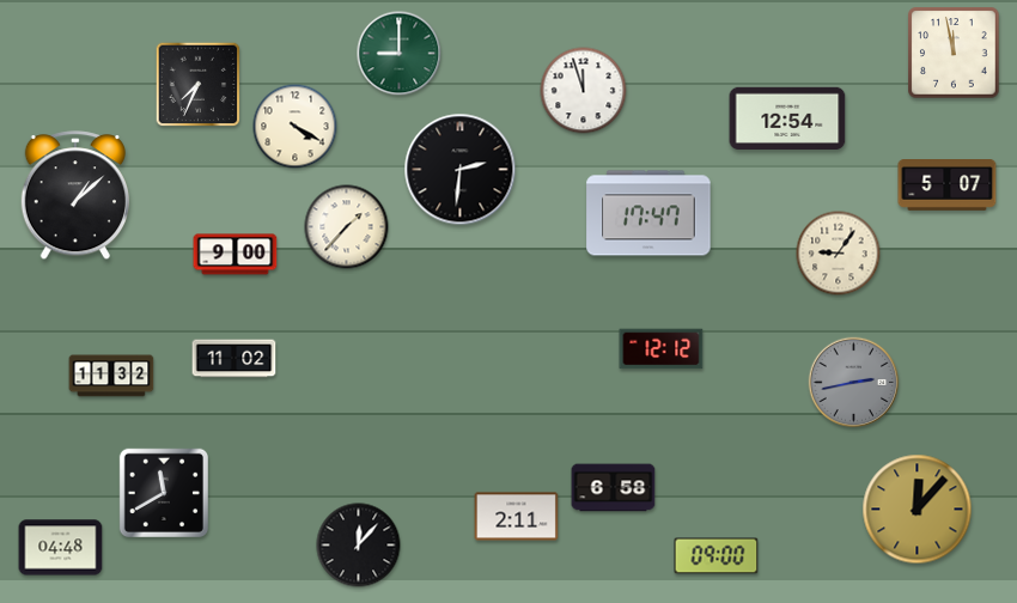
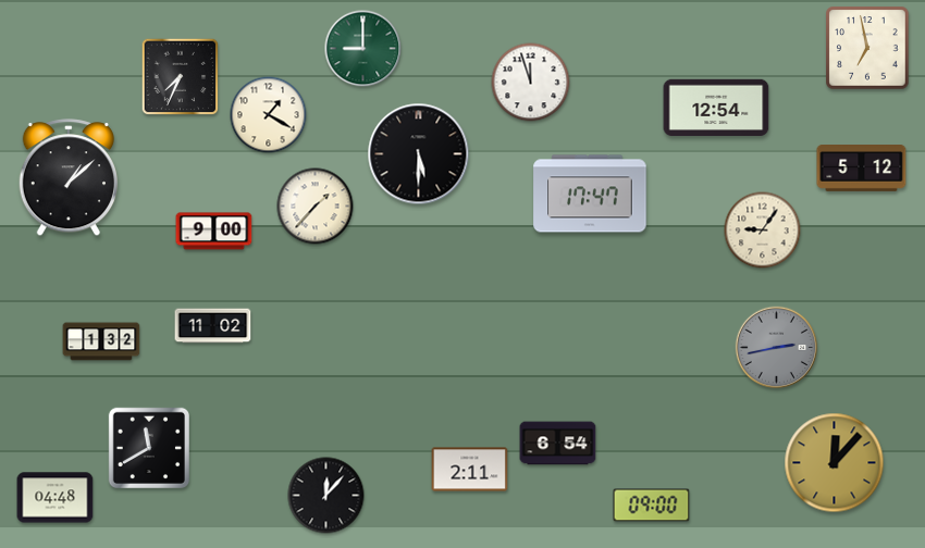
clock at (954, 53): 11:58 -> 6:58
clock at (296, 127): 4:20 -> 1:20
clock at (461, 170): 2:31 -> 5:30
clock at (948, 185): 5:07 -> 5:12
clock at (662, 349): 12:12 -> none
clock at (111, 376): 11:32 -> 1:32
clock at (614, 488): 6:58 -> 6:54
